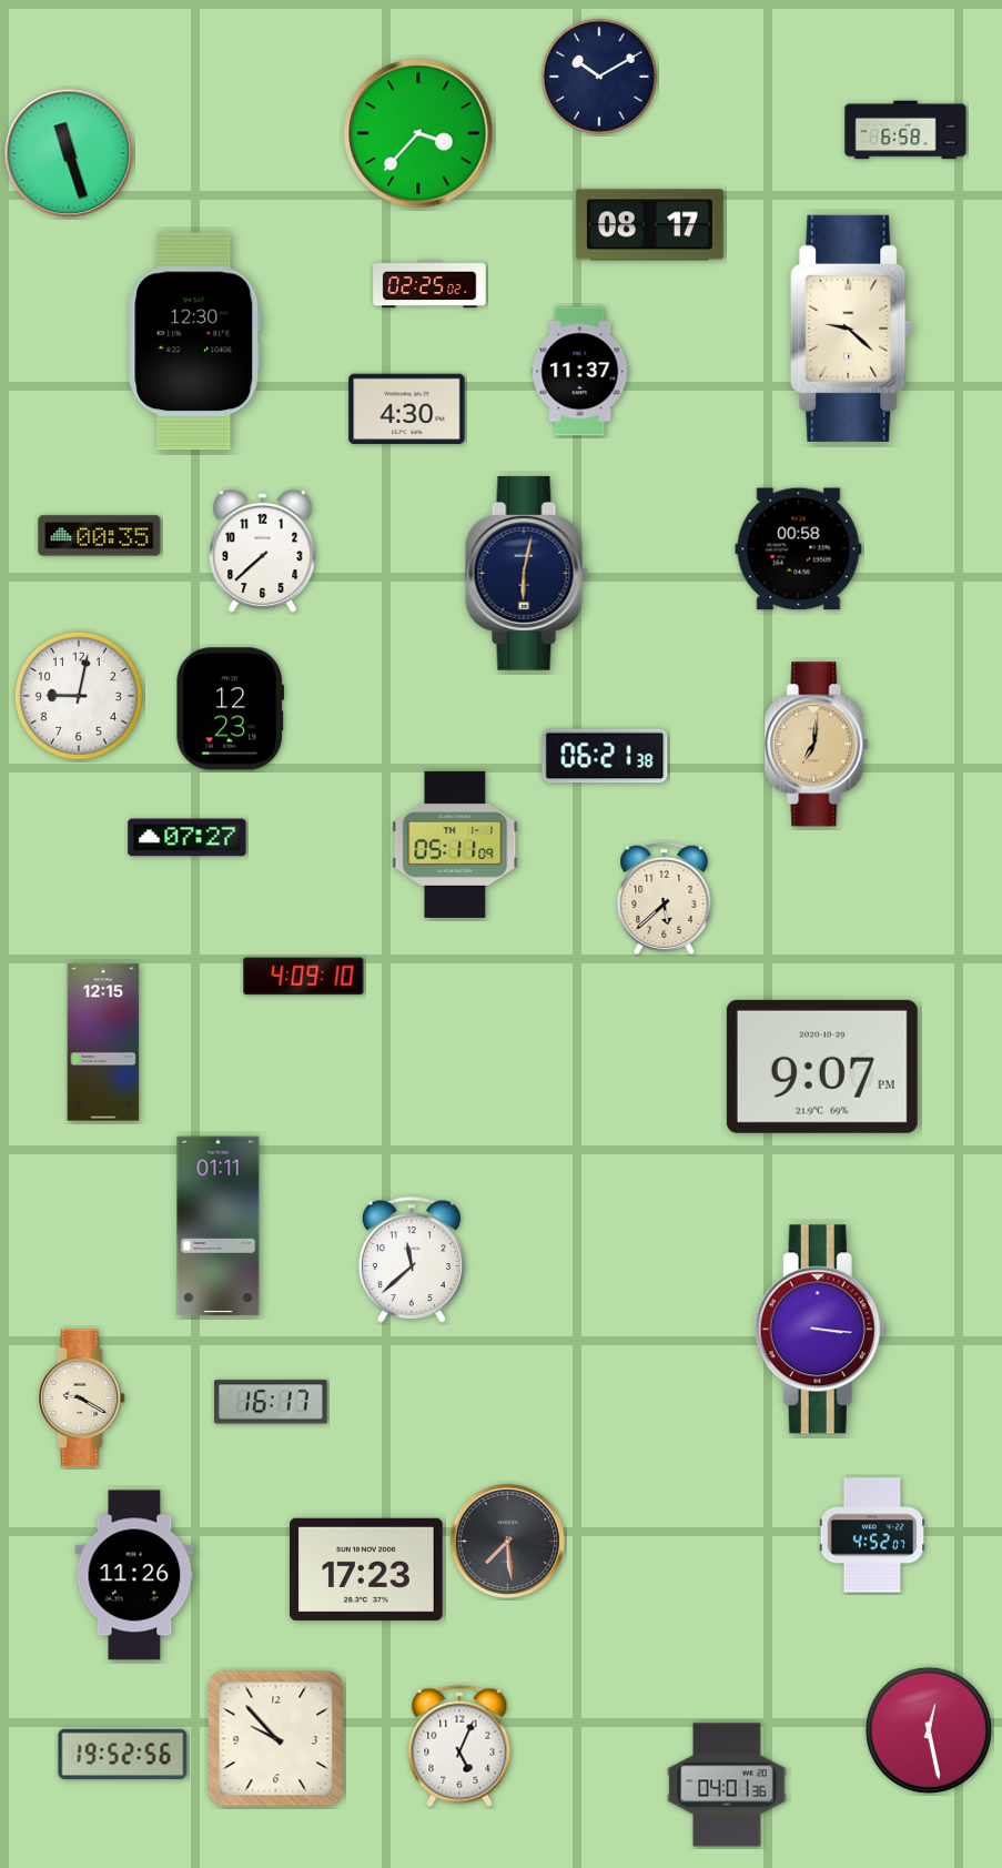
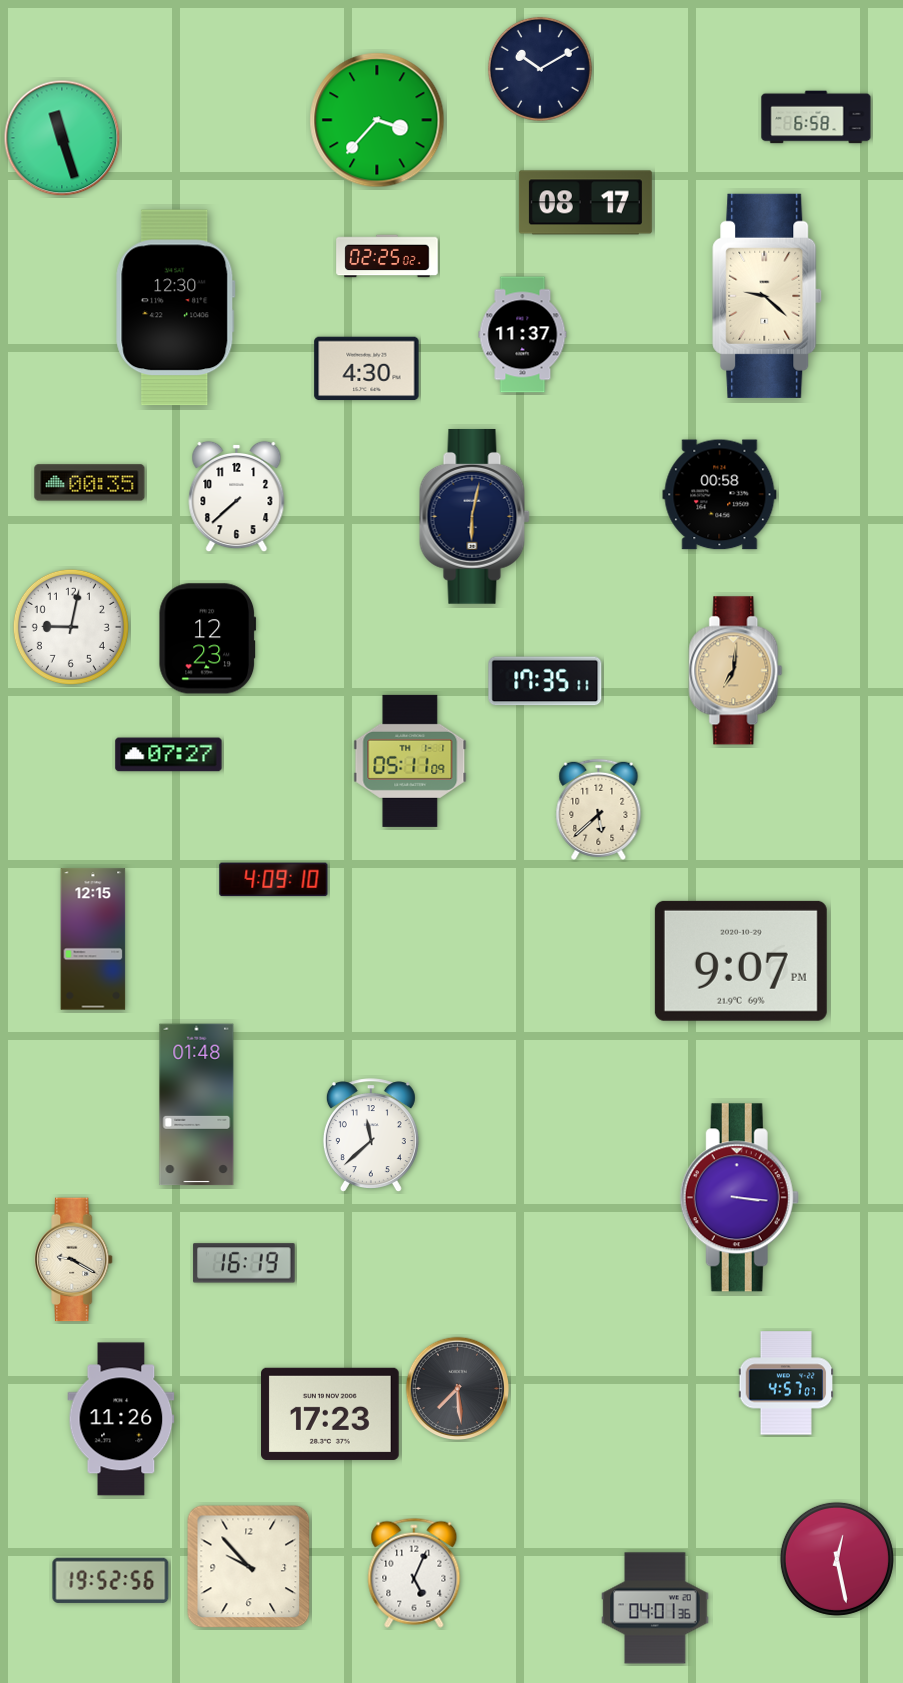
clock at (605, 756): 06:21 -> 17:35
clock at (219, 1226): 01:11 -> 01:48
clock at (271, 1402): 16:17 -> 16:19
clock at (872, 1535): 4:52 -> 4:57
